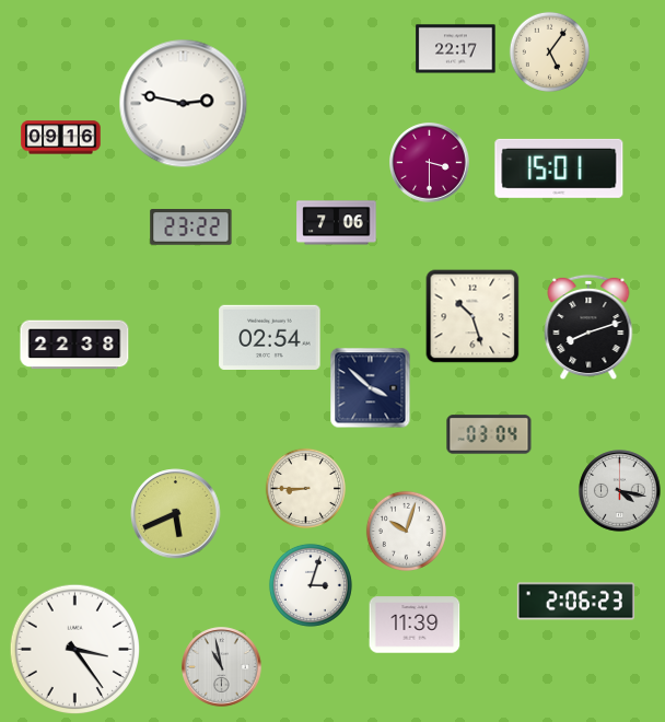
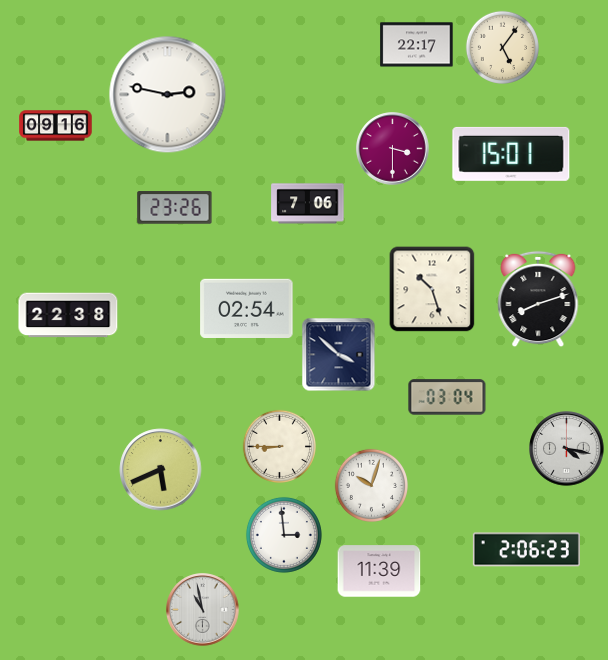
clock at (191, 228): 23:22 -> 23:26
clock at (311, 585): 3:03 -> 2:59
clock at (75, 650): 3:24 -> none
